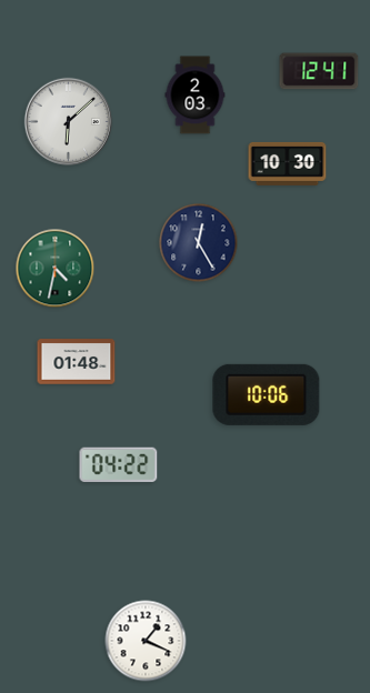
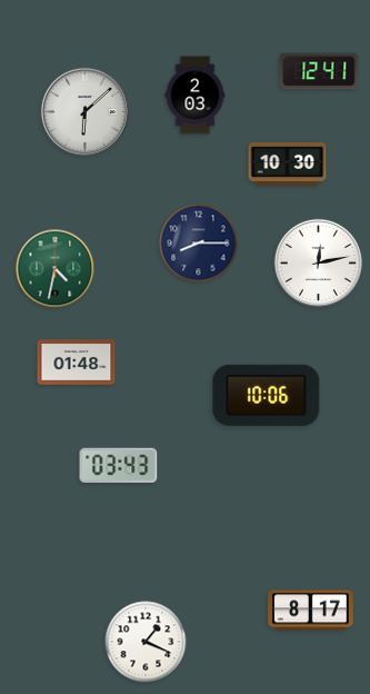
clock at (68, 121) position: (68, 121) -> (84, 111)
clock at (199, 243): 12:25 -> 8:15
clock at (318, 262): none -> 12:13
clock at (119, 464): 04:22 -> 03:43
clock at (311, 611): none -> 8:17
